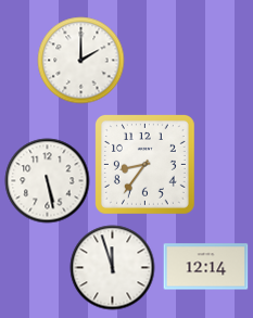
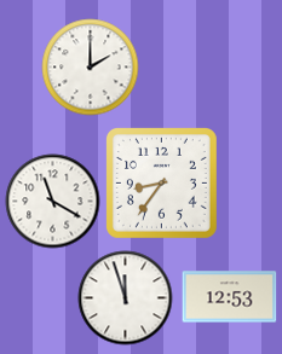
clock at (47, 180): 5:28 -> 11:20
clock at (205, 267): 12:14 -> 12:53
